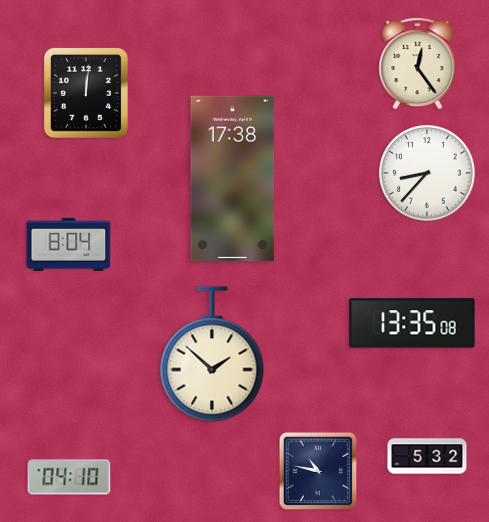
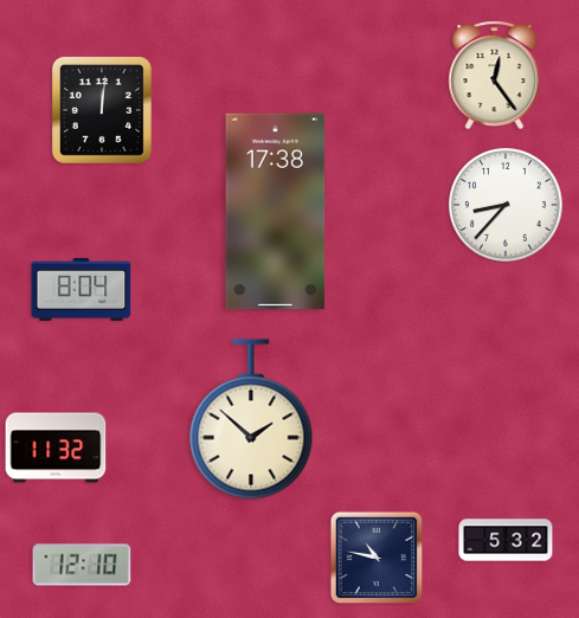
clock at (412, 323): 13:35 -> none
clock at (56, 448): none -> 11:32
clock at (69, 477): 04:10 -> 12:10
